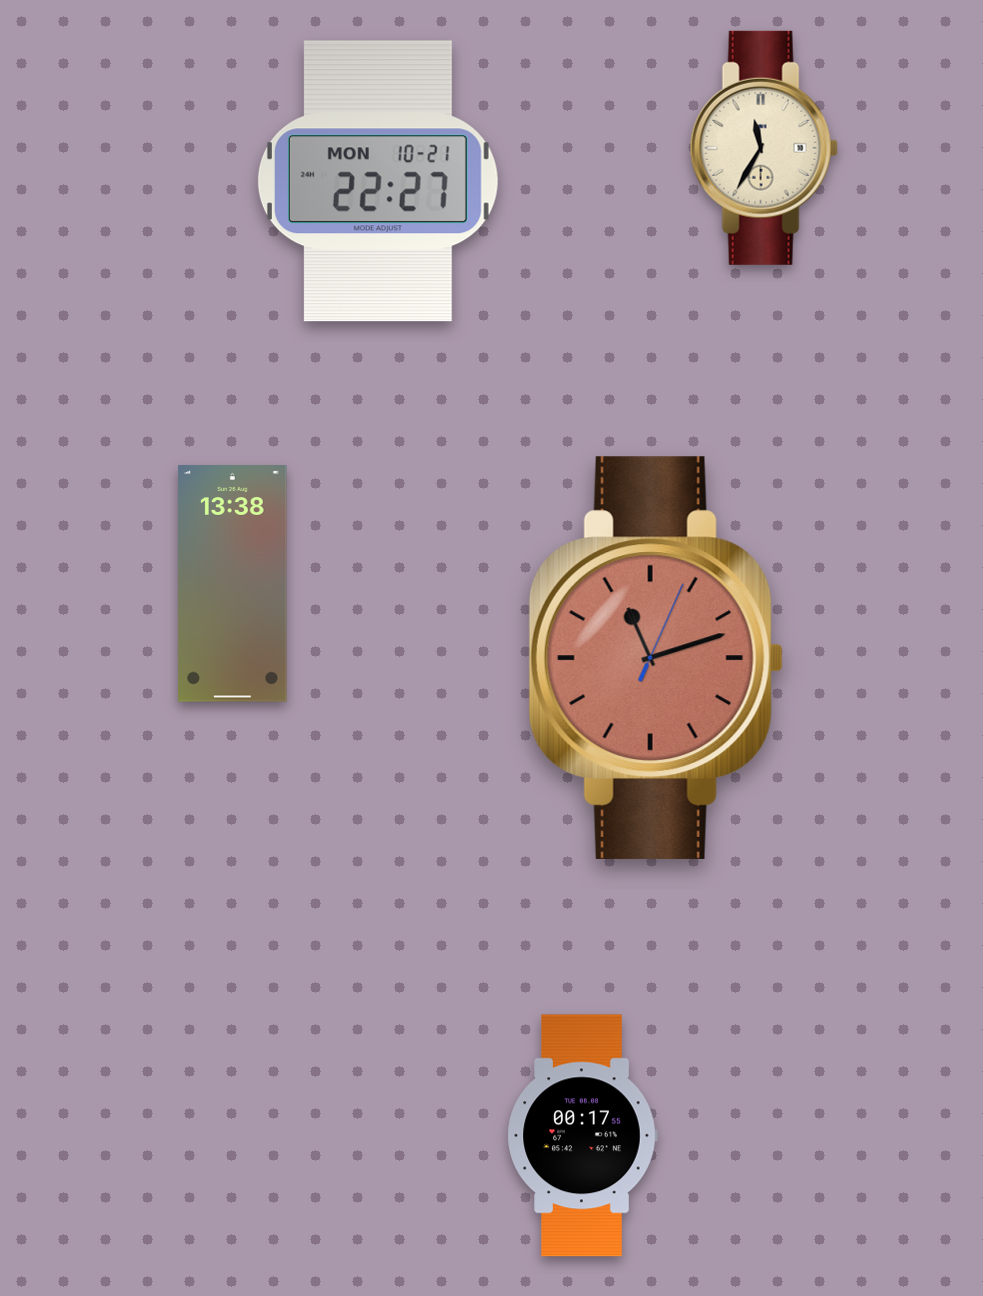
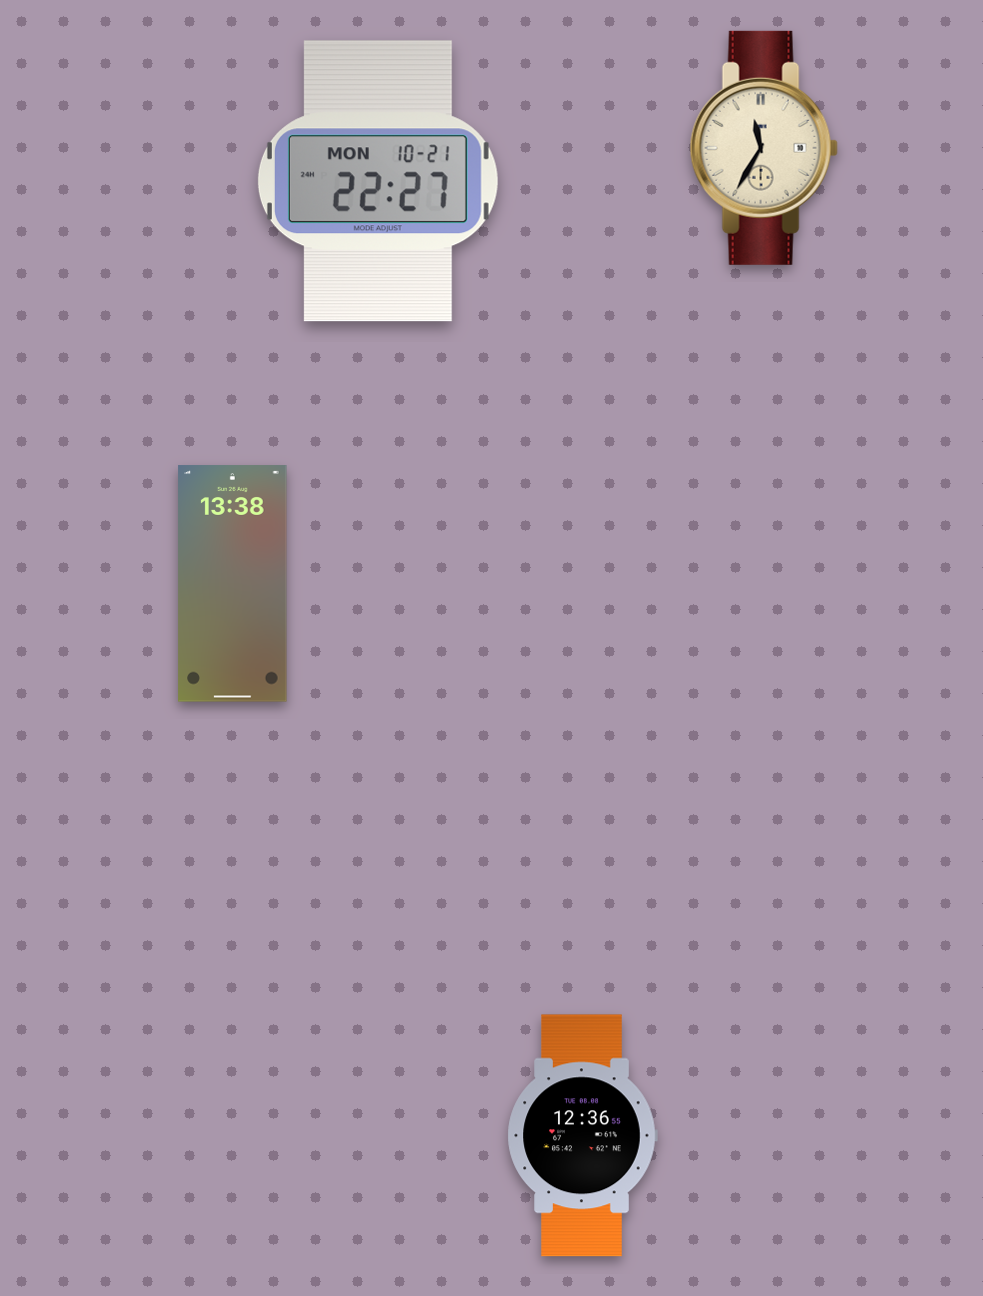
clock at (656, 658): 11:12 -> none
clock at (582, 1136): 00:17 -> 12:36
